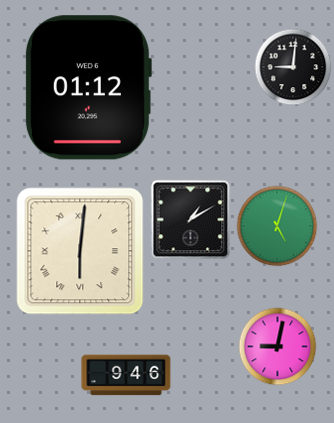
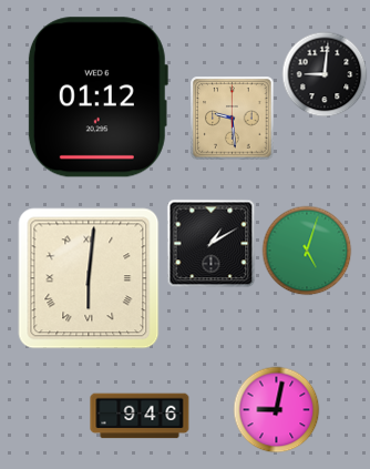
clock at (233, 119): none -> 9:29
clock at (278, 347) position: (278, 347) -> (277, 410)
